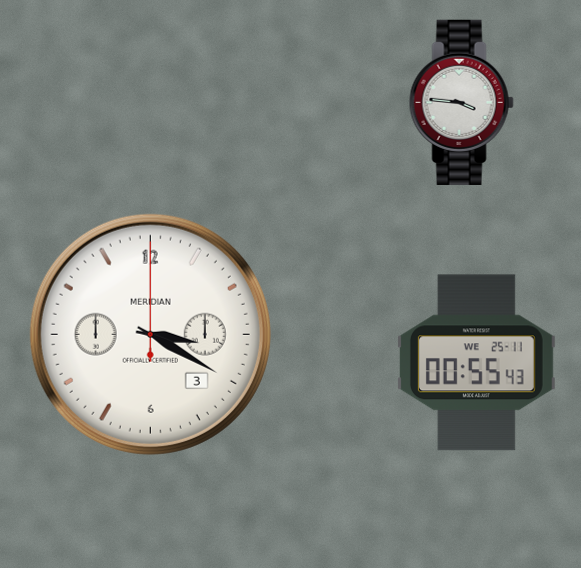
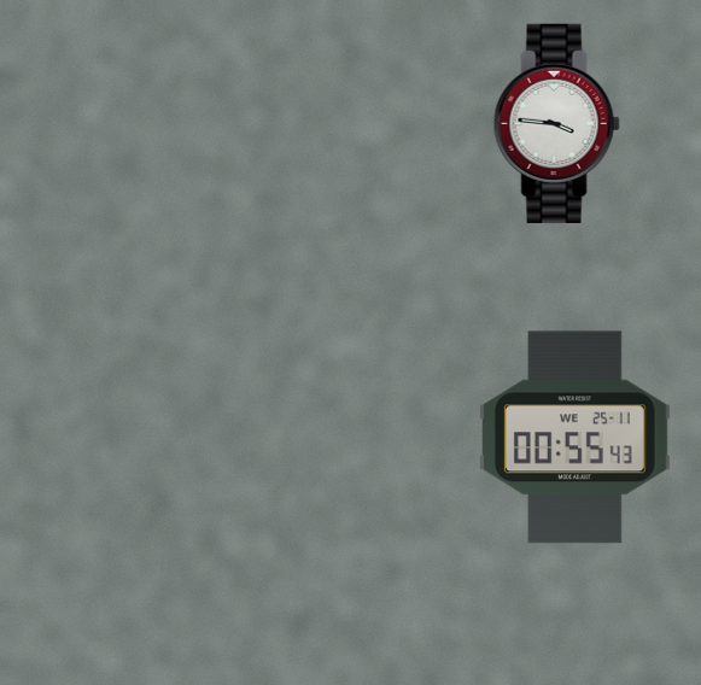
clock at (150, 334): 3:20 -> none
